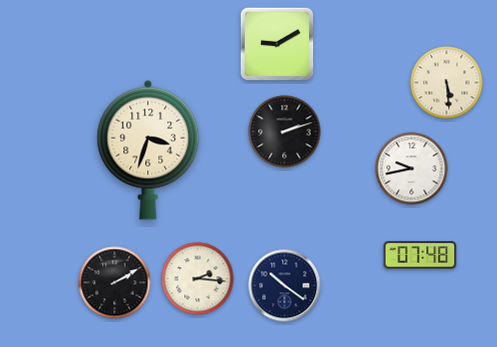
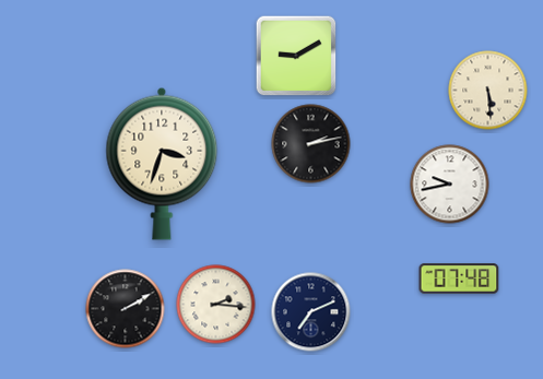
clock at (277, 44) position: (277, 44) -> (296, 56)
clock at (285, 132): 2:12 -> 2:13
clock at (285, 286): 10:21 -> 7:11
